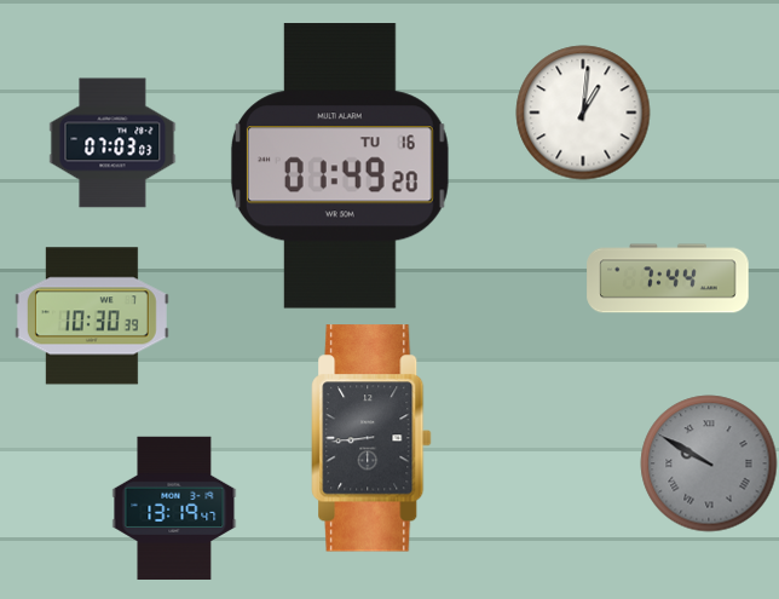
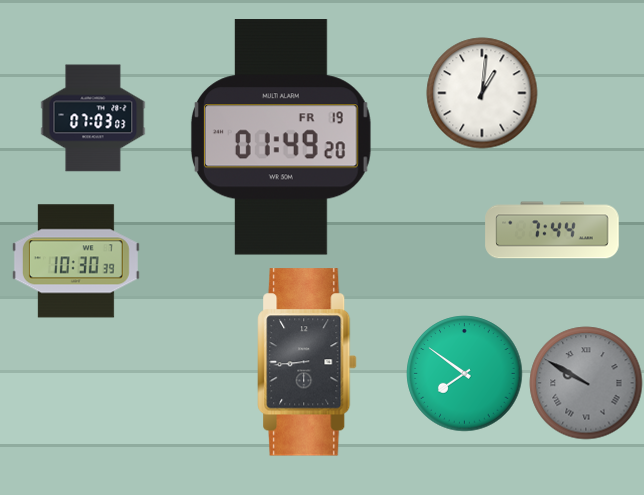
clock at (340, 166) date: TU 16 -> FR 19
clock at (465, 374): none -> 7:51
clock at (174, 507): 13:19 -> none
